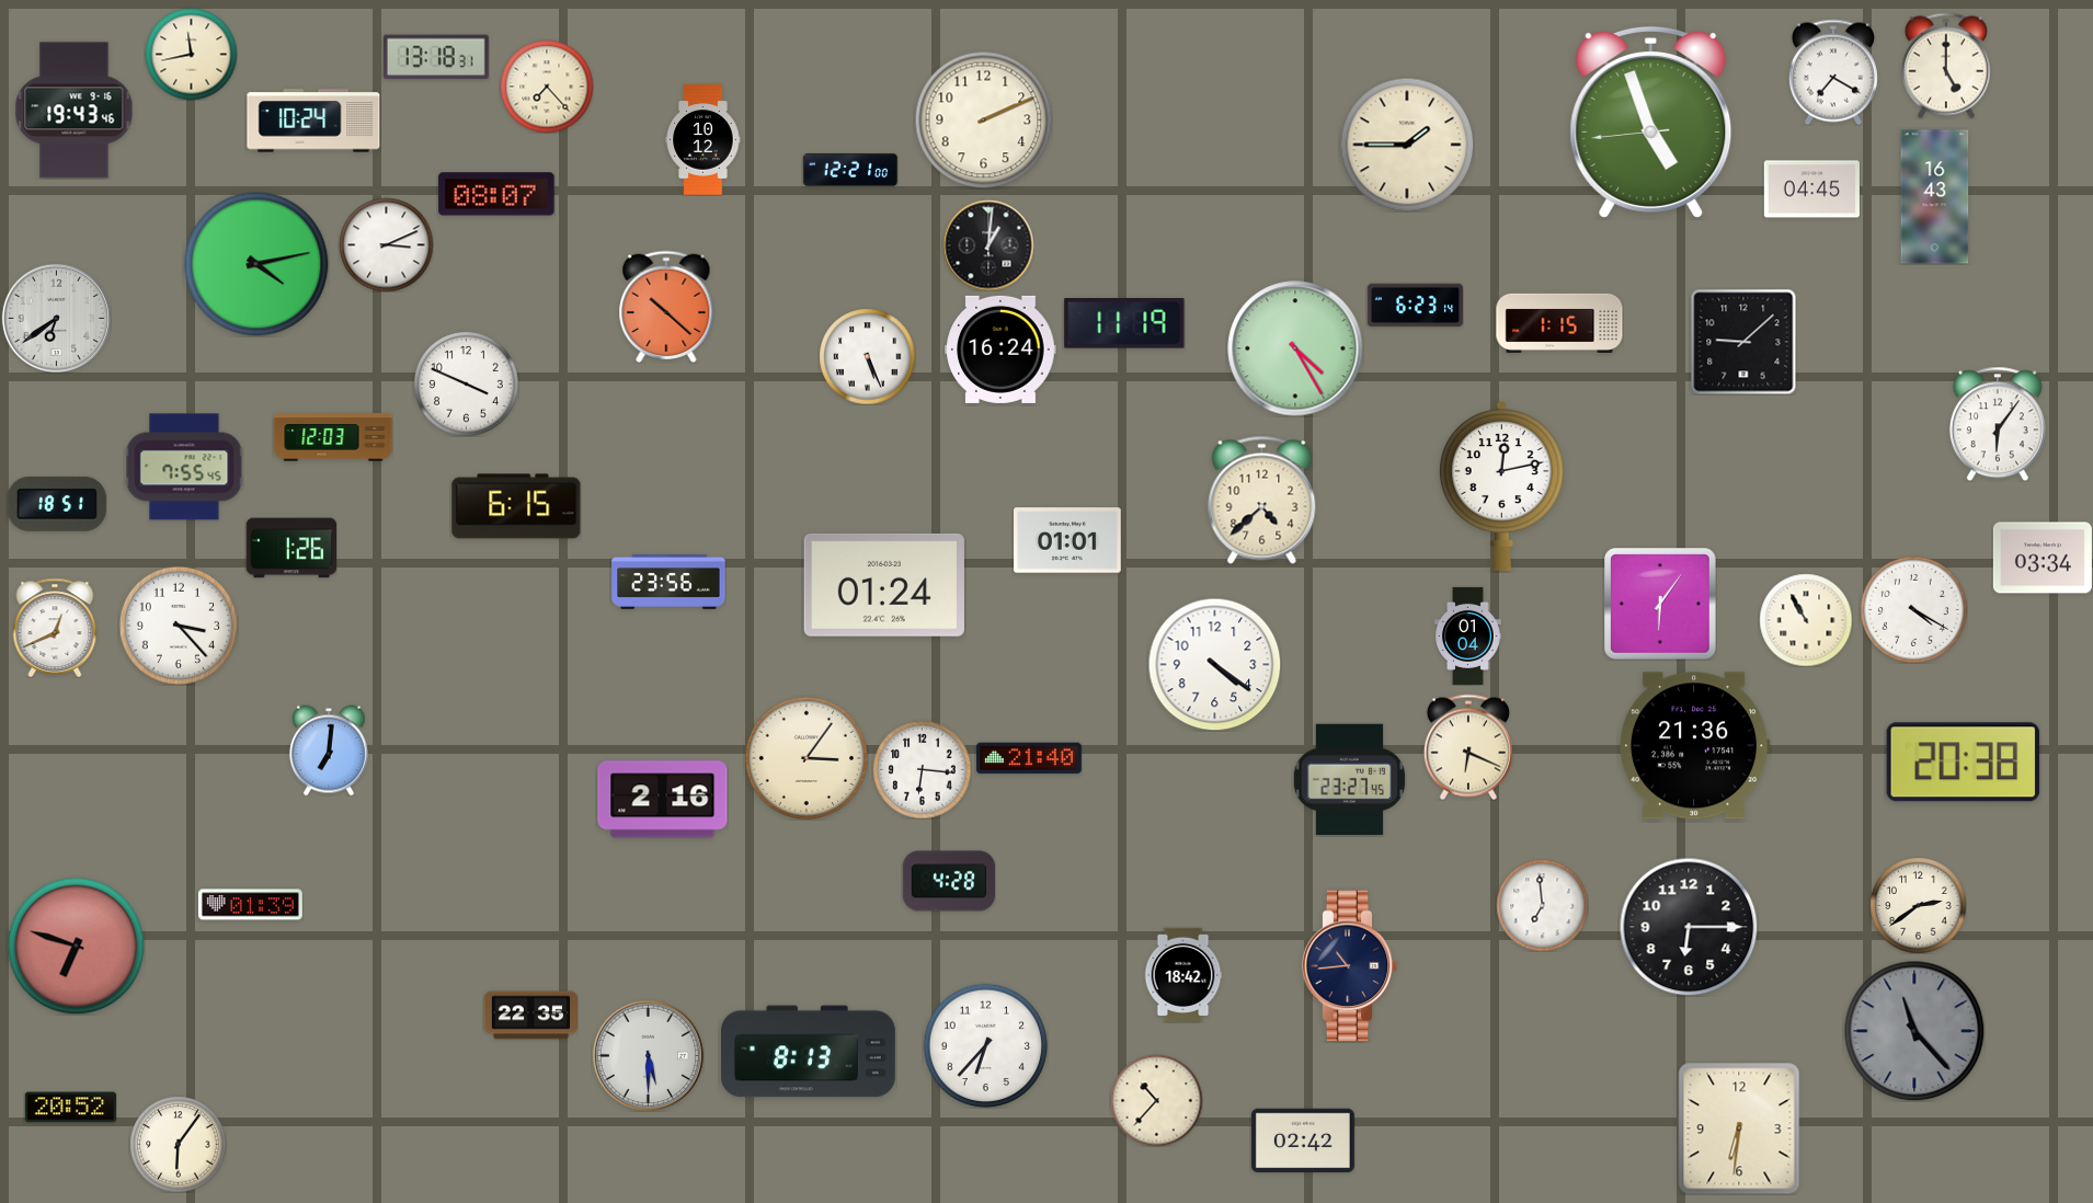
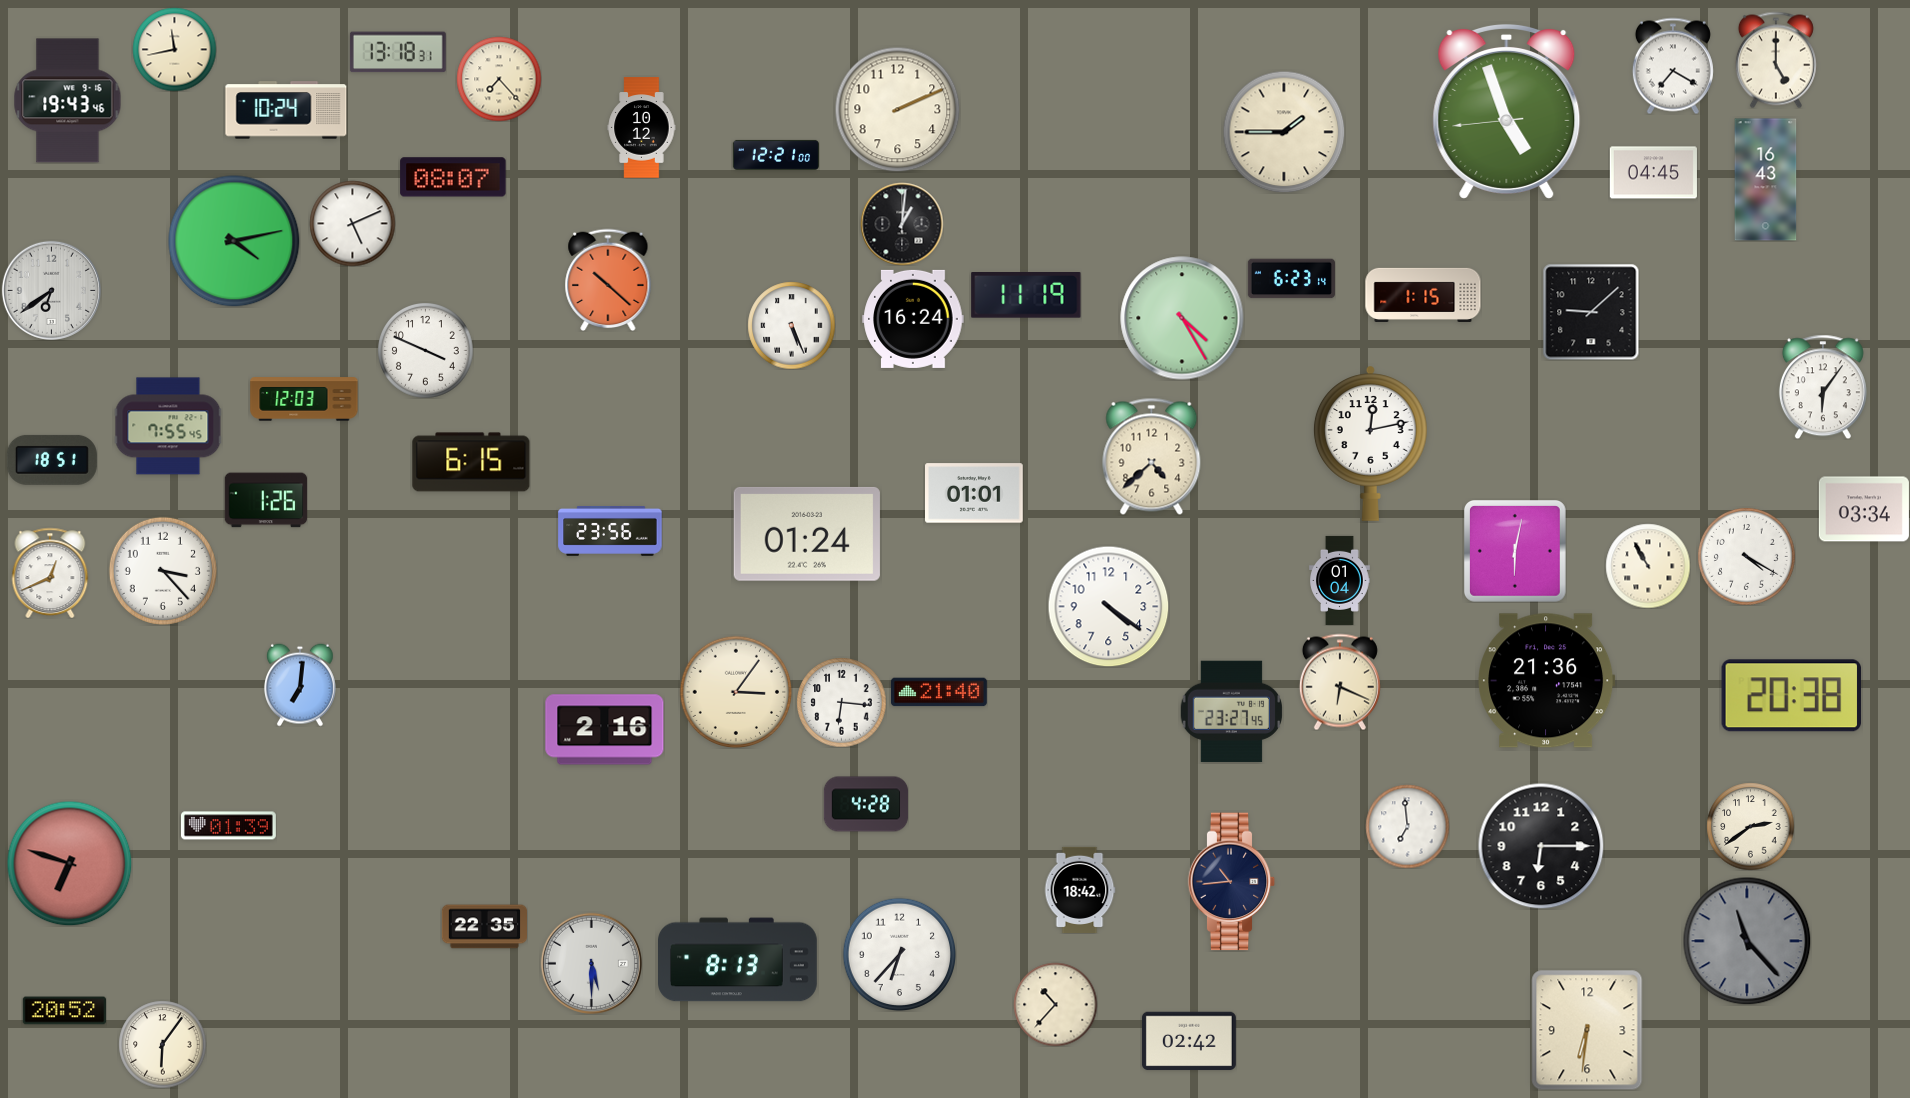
clock at (386, 244): 3:11 -> 5:11
clock at (1661, 605): 6:06 -> 6:02
